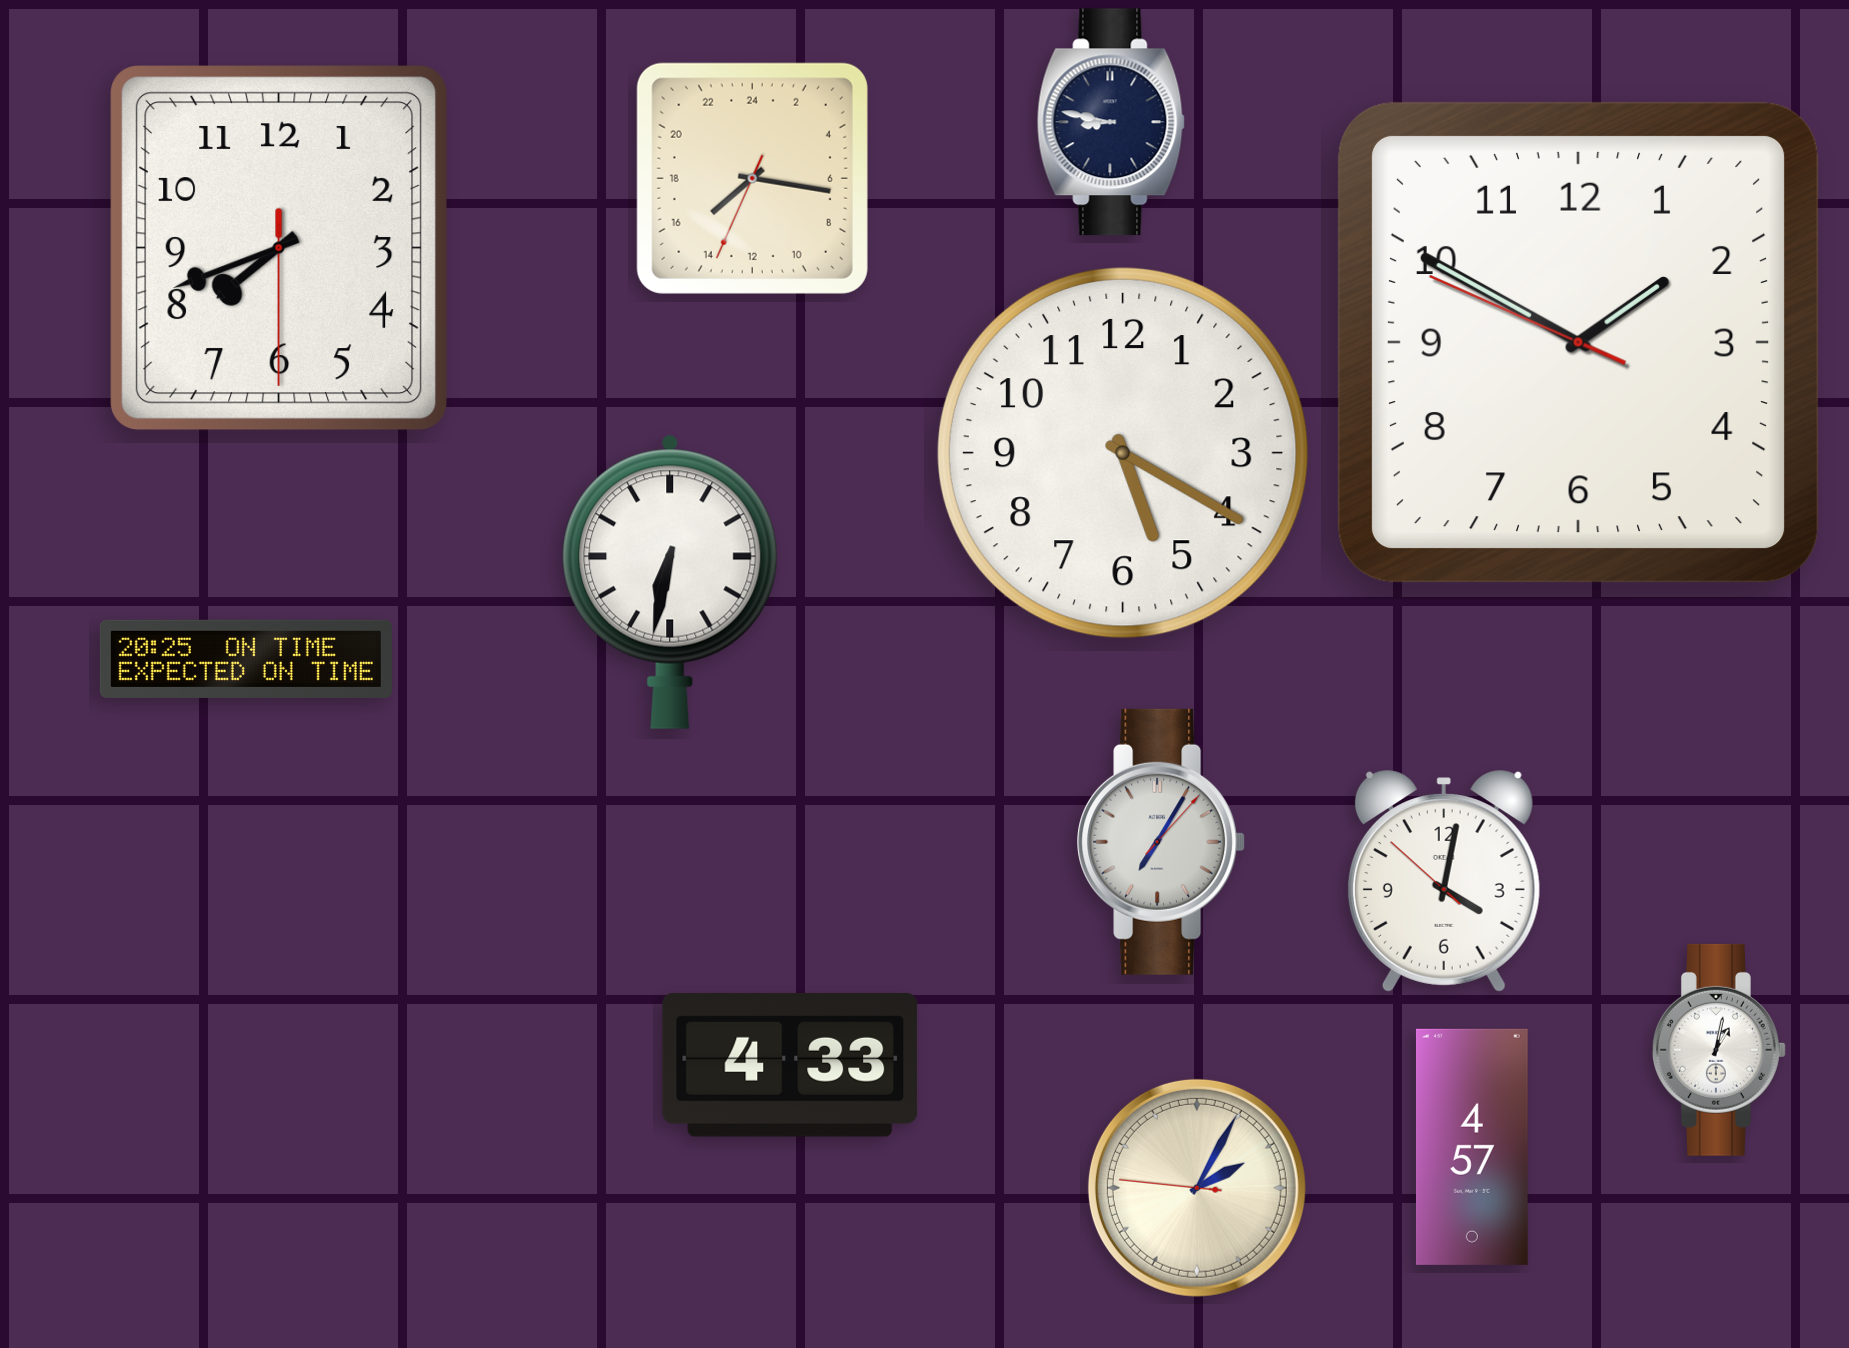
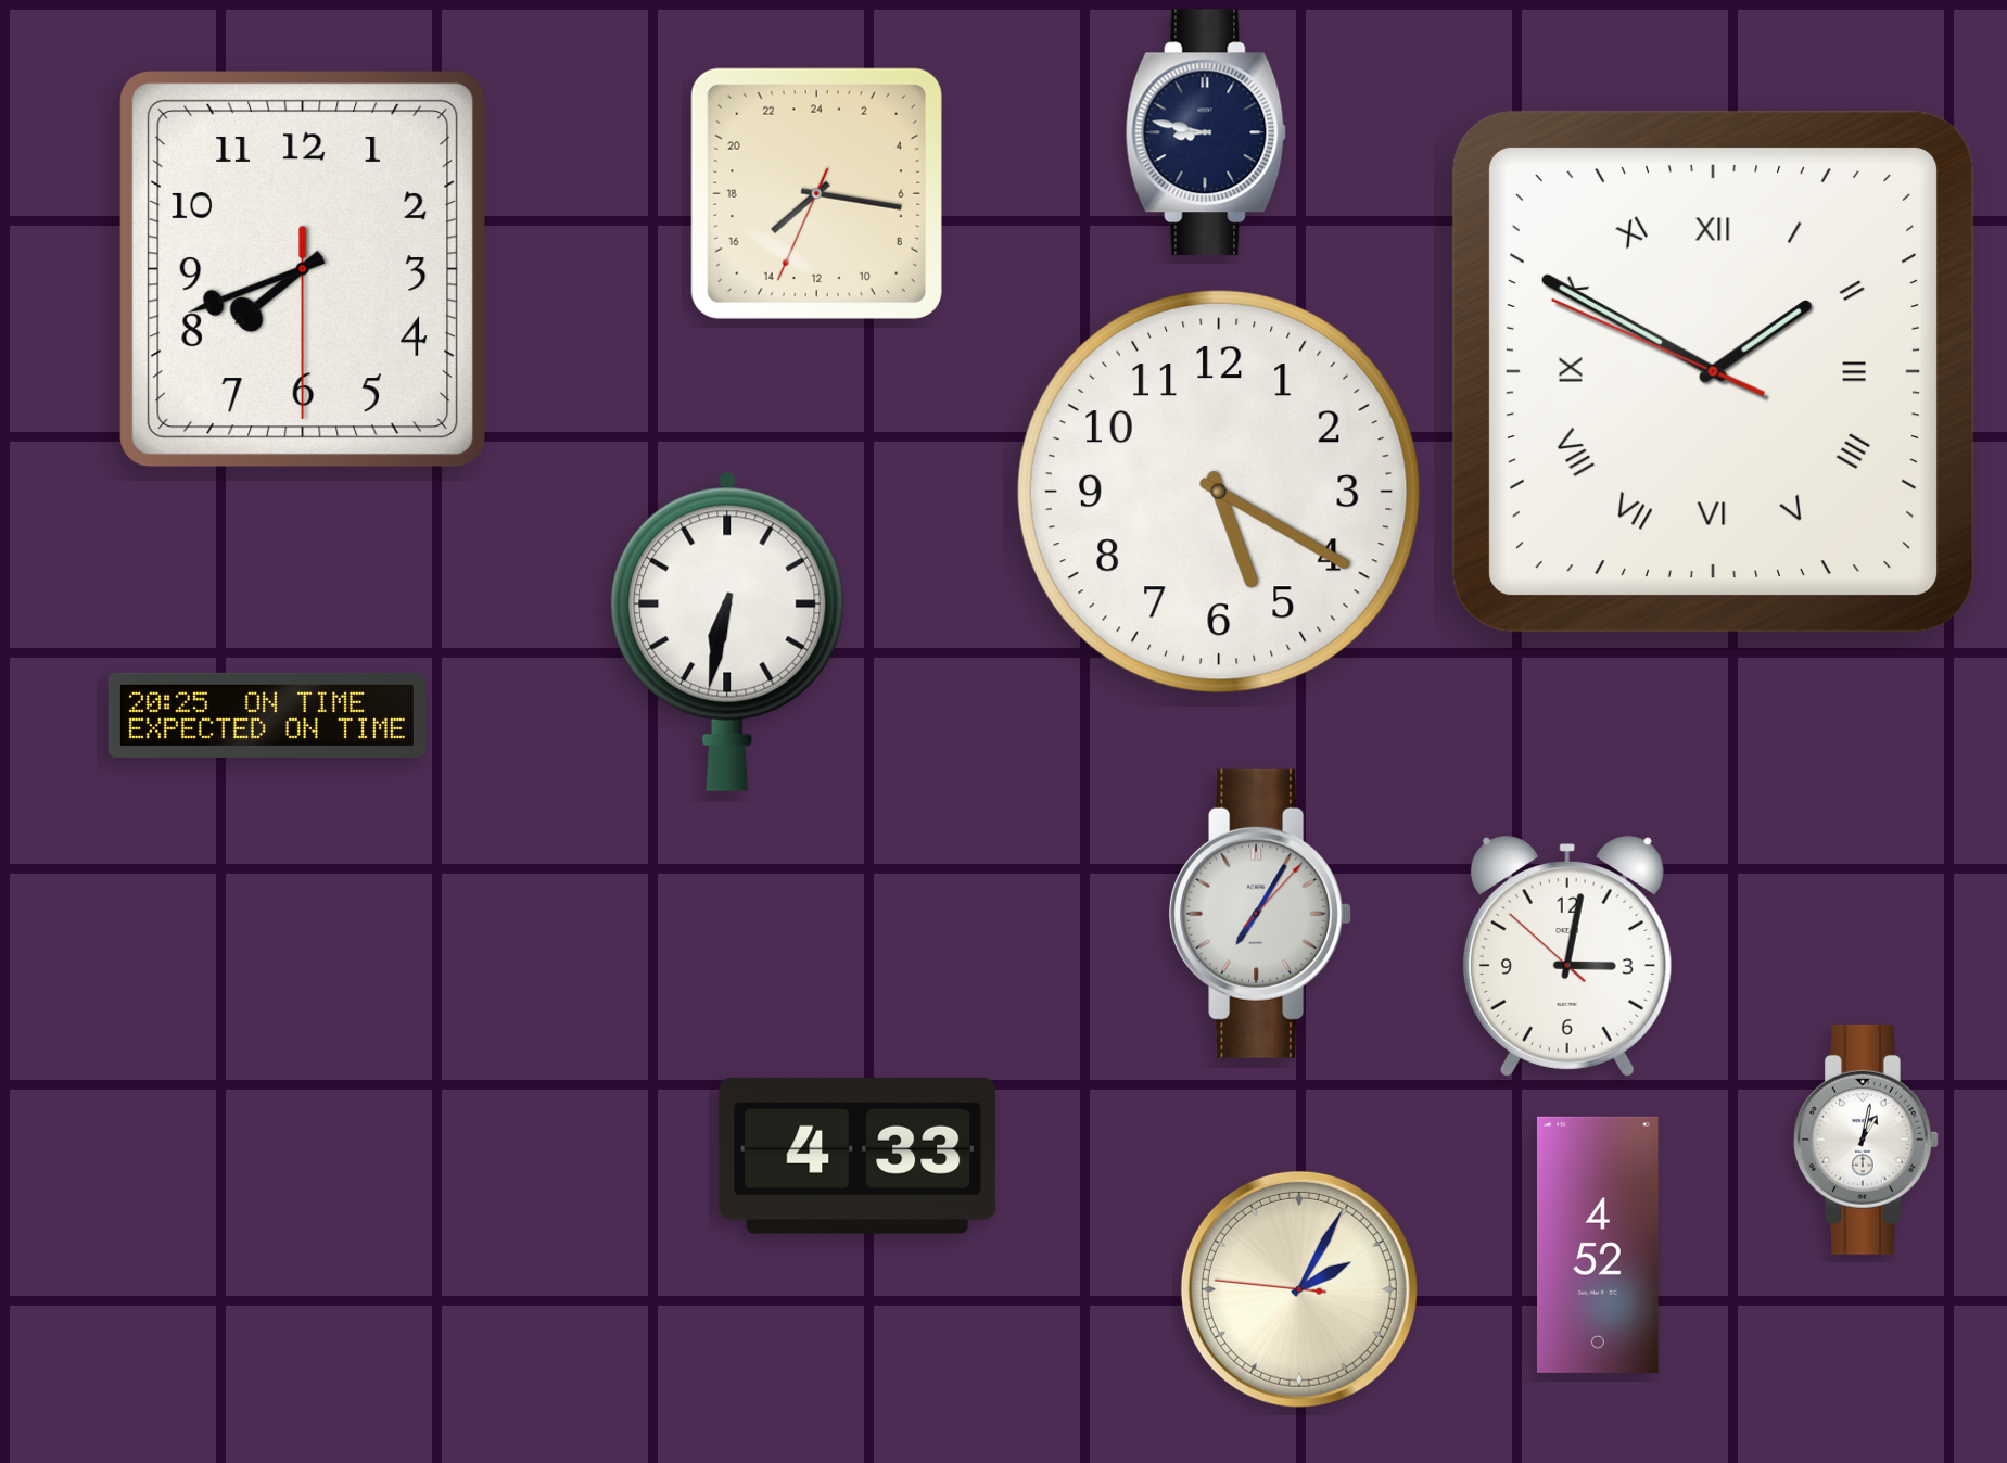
clock at (1578, 342) numerals: Arabic -> Roman
clock at (1444, 881): 4:01 -> 3:01
clock at (1472, 1147): 4:57 -> 4:52
